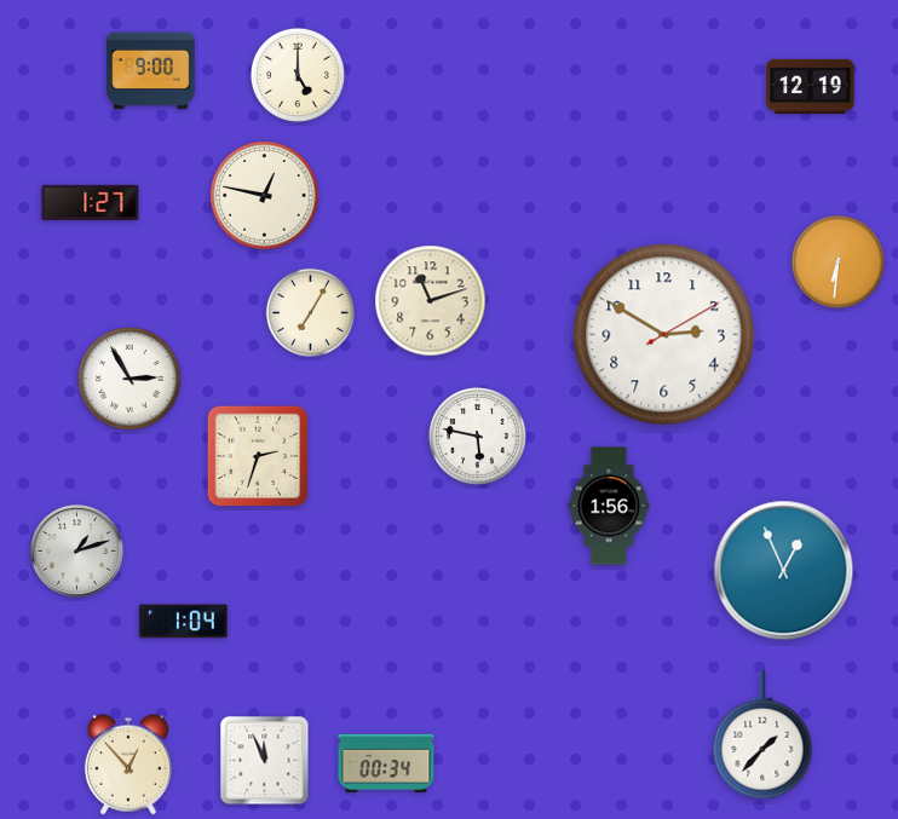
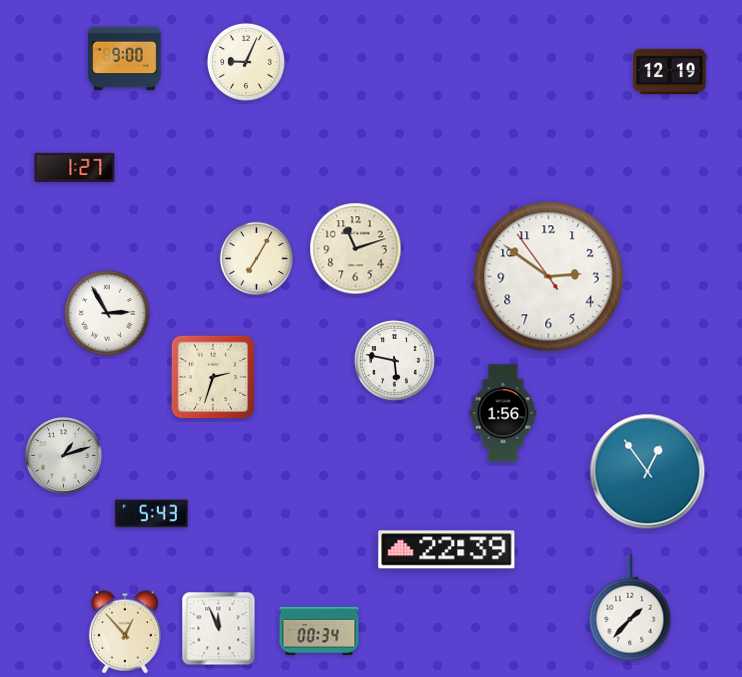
clock at (298, 75): 5:00 -> 9:04
clock at (265, 196): 12:47 -> none
clock at (837, 261): 6:31 -> none
clock at (664, 335): 2:50:10 -> 2:50:54
clock at (609, 506) position: (609, 506) -> (503, 413)
clock at (784, 571): 12:56 -> 12:54
clock at (184, 622): 1:04 -> 5:43
clock at (447, 550): none -> 22:39
clock at (128, 765) position: (128, 765) -> (125, 632)
